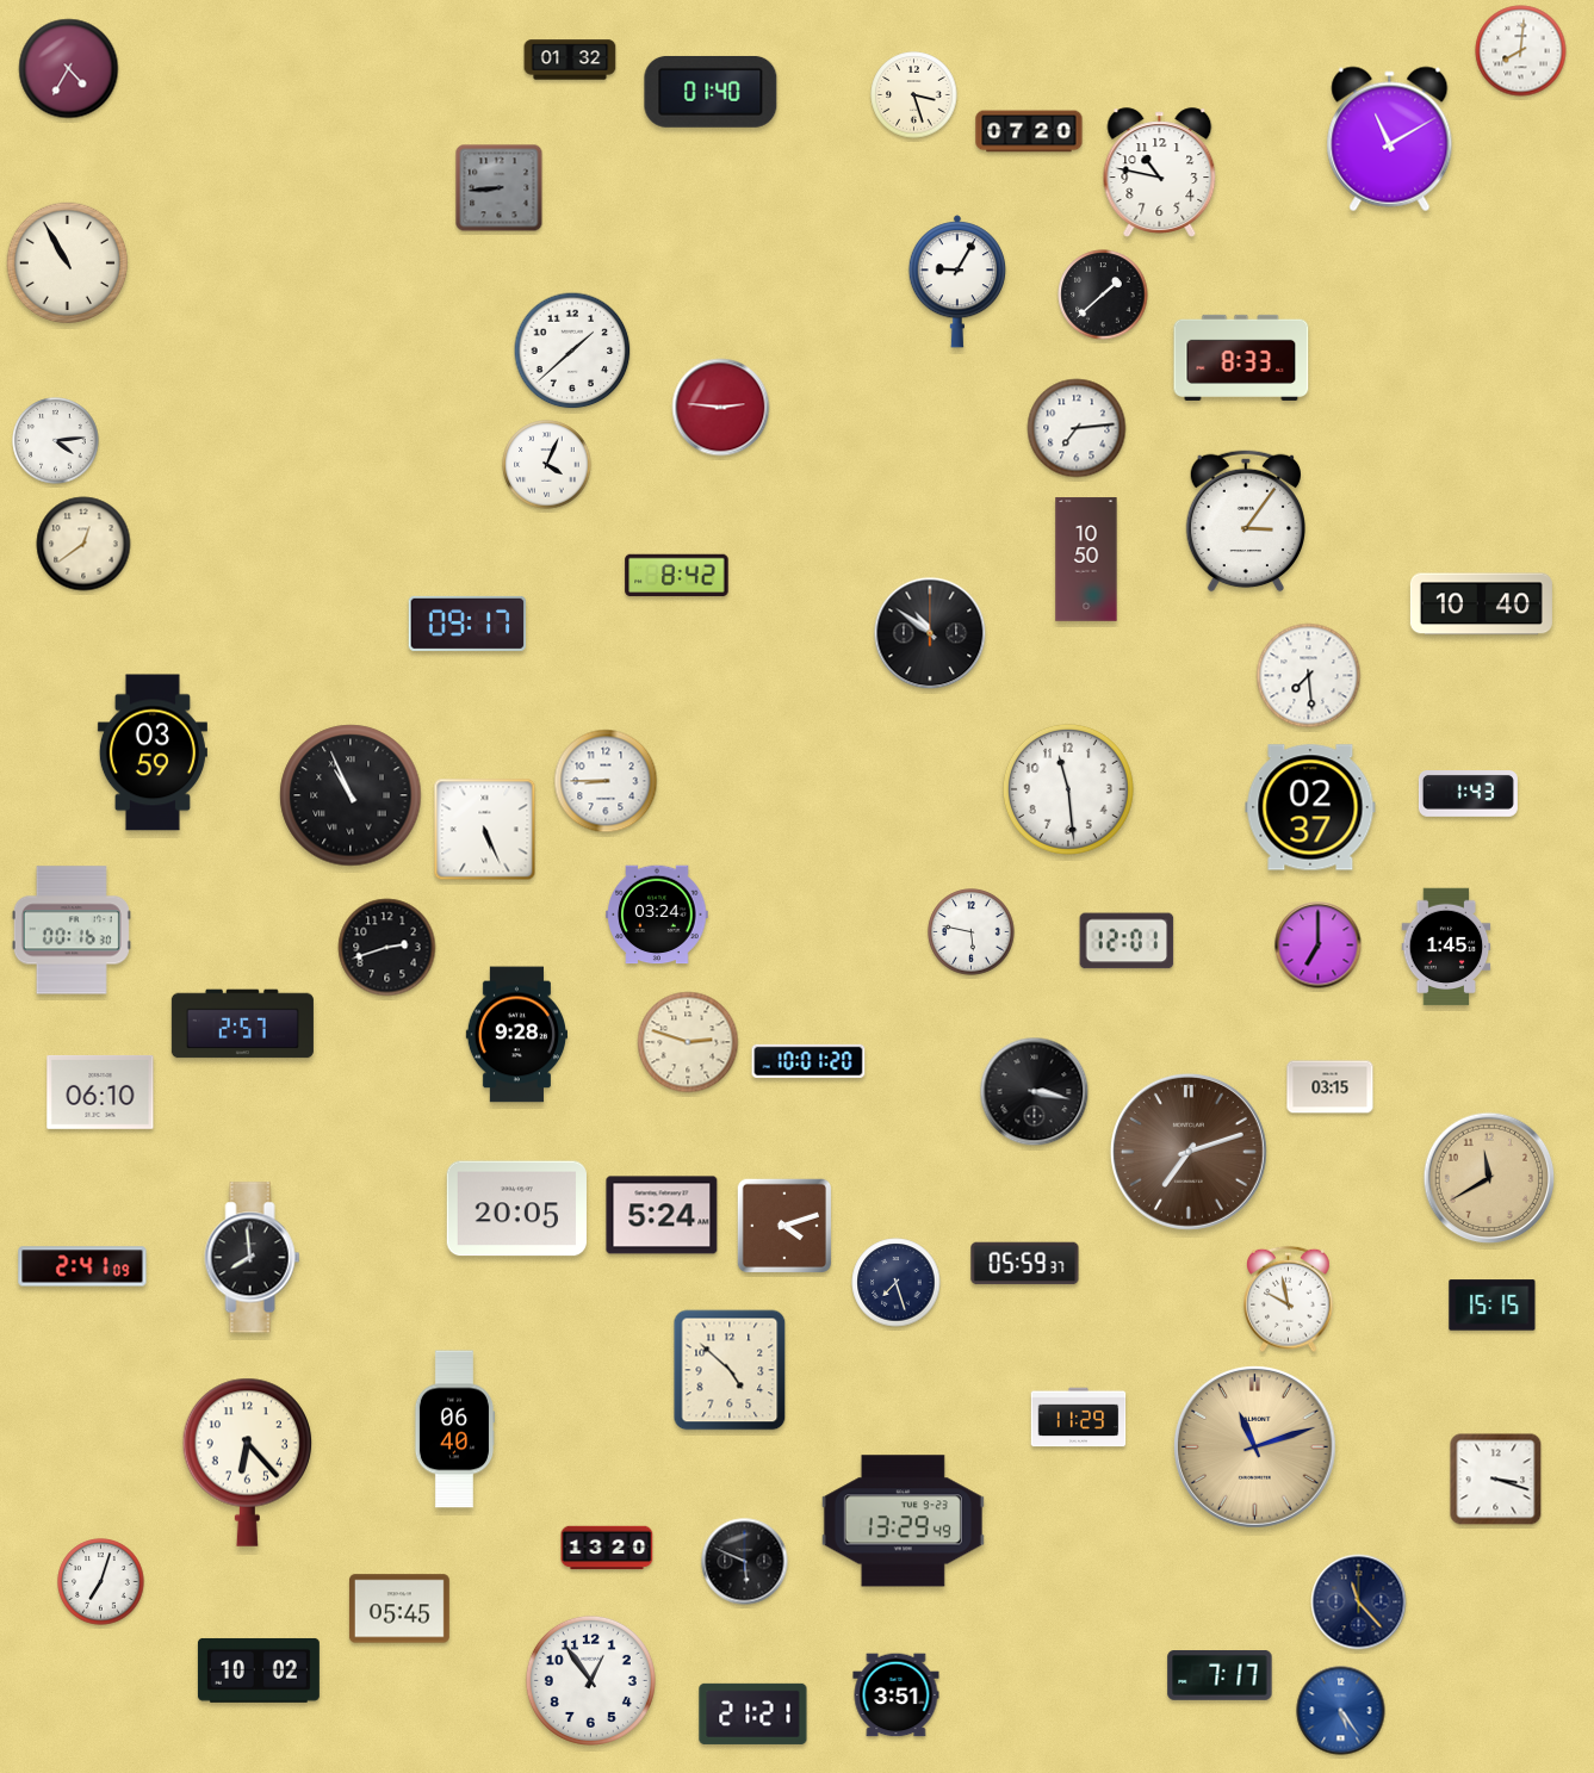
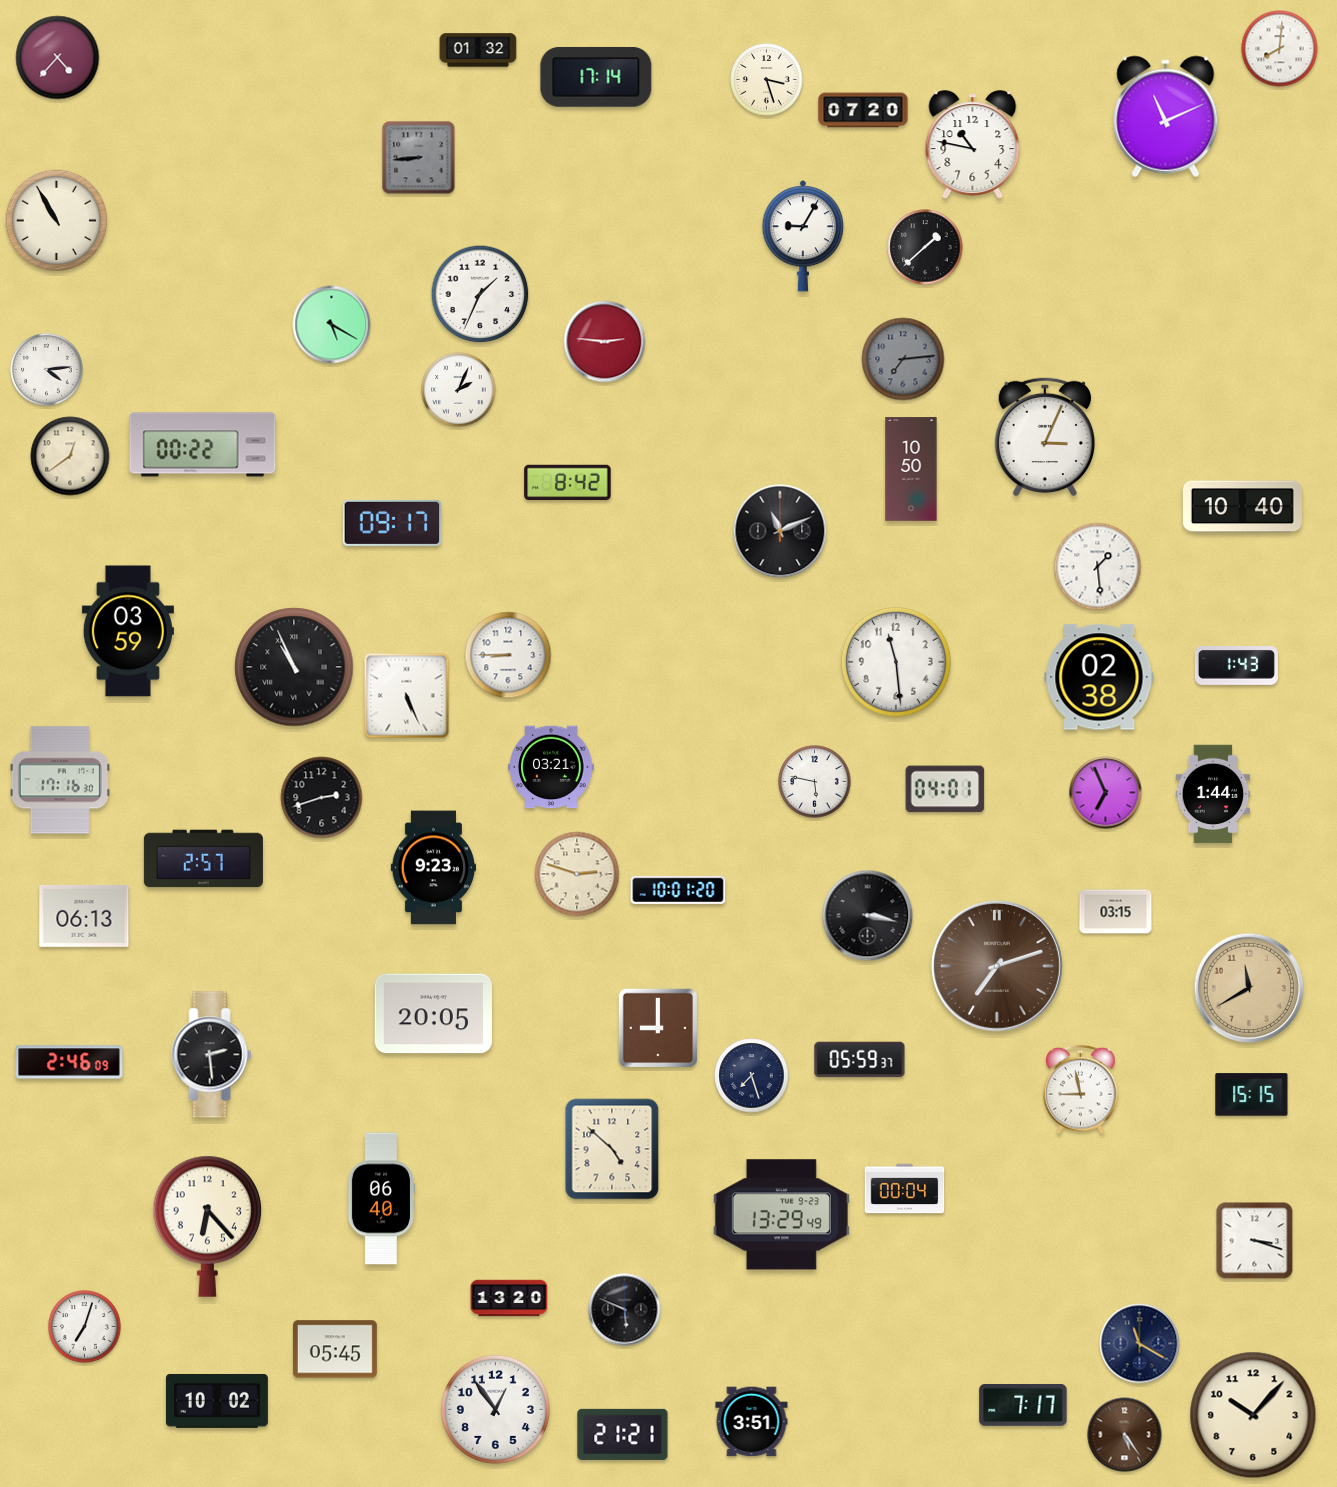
clock at (1521, 51) position: (1521, 51) -> (1280, 49)
clock at (69, 69): 4:35 -> 4:37
clock at (711, 92): 01:40 -> 17:14
clock at (1390, 140): 11:10 -> 11:11
clock at (572, 351): 1:38 -> 1:34
clock at (1241, 358): 8:33 -> none
clock at (332, 325): none -> 5:20
clock at (1077, 428) dial: white -> grey
clock at (547, 465): 4:04 -> 2:04
clock at (1245, 521): 3:06 -> 3:04
clock at (203, 445): none -> 00:22
clock at (930, 633): 10:51 -> 11:11
clock at (1309, 676): 7:29 -> 1:29
clock at (1468, 794) position: (1468, 794) -> (1236, 666)
clock at (1310, 807): 02:37 -> 02:38
clock at (657, 915): 03:24 -> 03:21
clock at (72, 930): 00:16 -> 17:16
clock at (1127, 941): 12:01 -> 04:01
clock at (1319, 946): 7:00 -> 6:56
clock at (1446, 947): 1:45 -> 1:44
clock at (387, 948) position: (387, 948) -> (322, 798)
clock at (516, 1035): 9:28 -> 9:23
clock at (100, 1092): 06:10 -> 06:13
clock at (662, 1215): 5:24 -> none
clock at (783, 1225): 4:12 -> 9:00
clock at (253, 1258): 7:59 -> 2:29
clock at (82, 1266): 2:41 -> 2:46
clock at (1289, 1300): 9:58 -> 8:58
clock at (1079, 1418): 11:29 -> 00:04
clock at (1254, 1446): 11:12 -> none
clock at (903, 1521) position: (903, 1521) -> (781, 1215)
clock at (1359, 1602): 11:23 -> 11:20
clock at (1253, 1415): none -> 10:07
clock at (1341, 1711) dial: blue -> brown
clock at (753, 1713) position: (753, 1713) -> (623, 1434)
